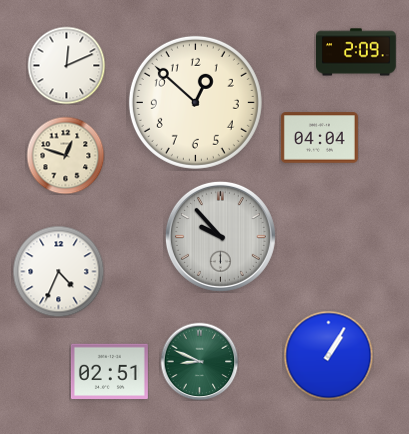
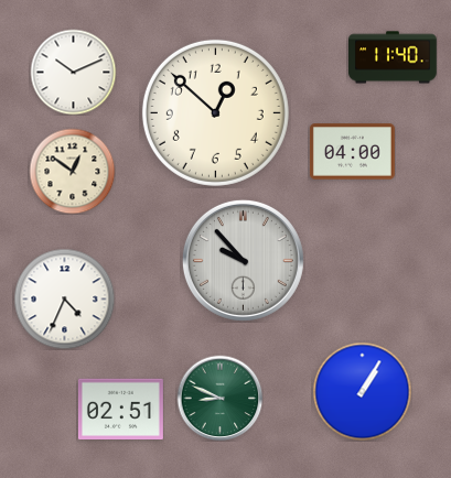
clock at (357, 52): 2:09 -> 11:40
clock at (66, 65): 12:11 -> 10:11
clock at (319, 138): 04:04 -> 04:00
clock at (65, 155): 12:48 -> 12:51
